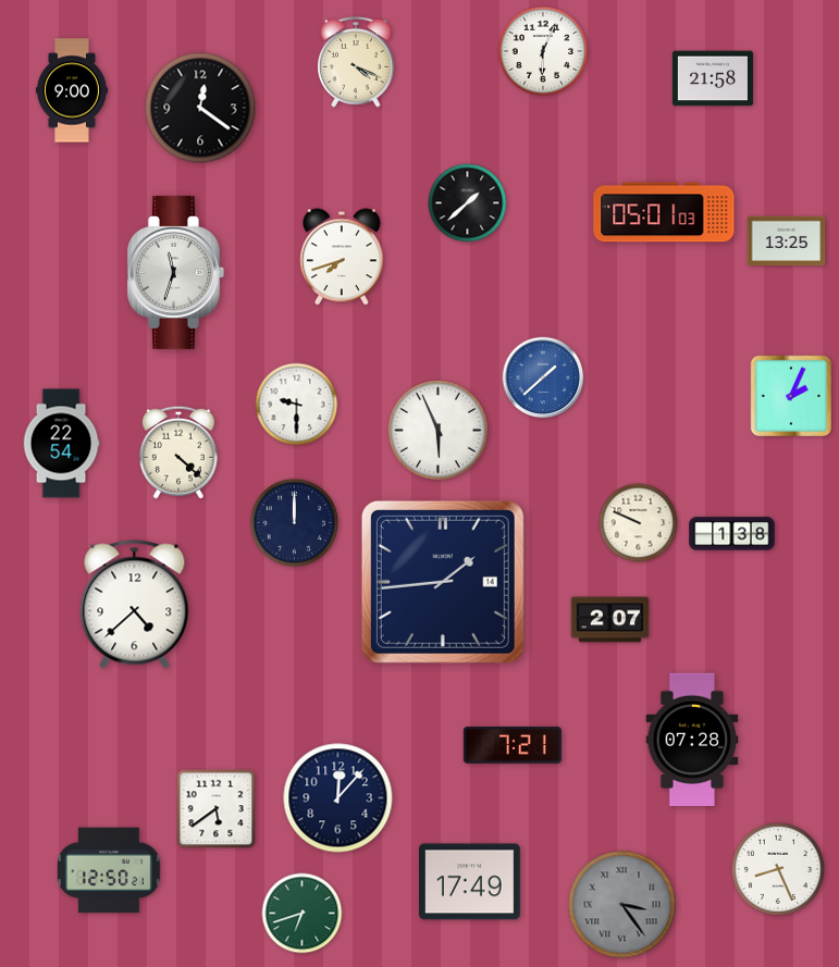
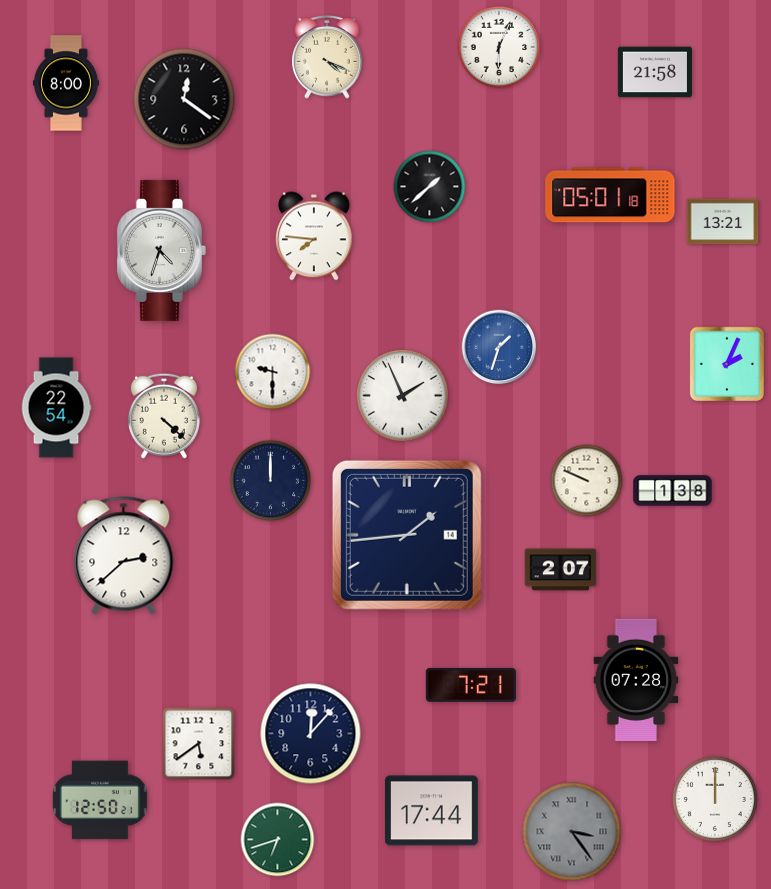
clock at (72, 90): 9:00 -> 8:00
clock at (664, 212): 05:01:03 -> 05:01:18
clock at (787, 241): 13:25 -> 13:21
clock at (343, 257): 7:42 -> 7:46
clock at (175, 272): 11:33 -> 4:33
clock at (543, 377): 1:38 -> 1:33
clock at (439, 431): 5:56 -> 1:56
clock at (135, 605): 4:38 -> 2:38
clock at (778, 869): 8:26 -> 12:00
clock at (470, 882): 17:49 -> 17:44
